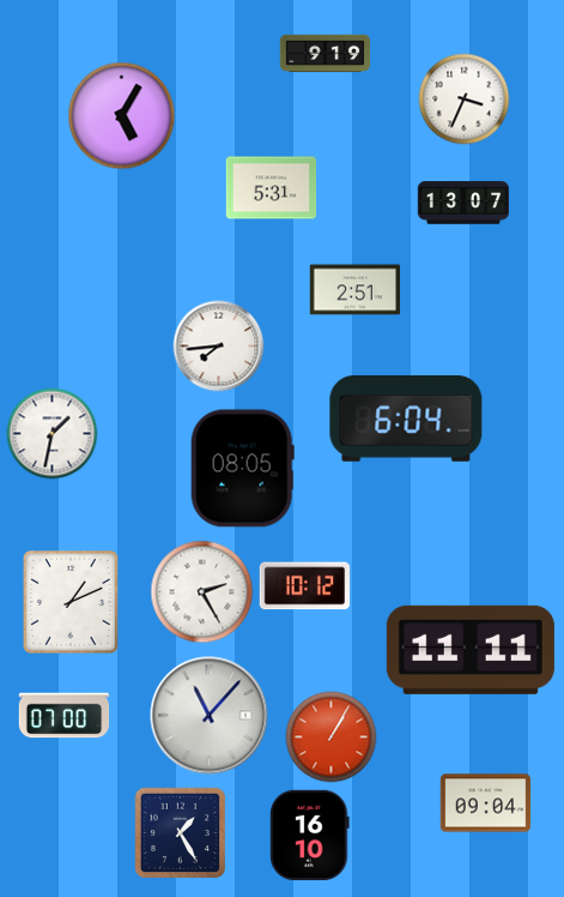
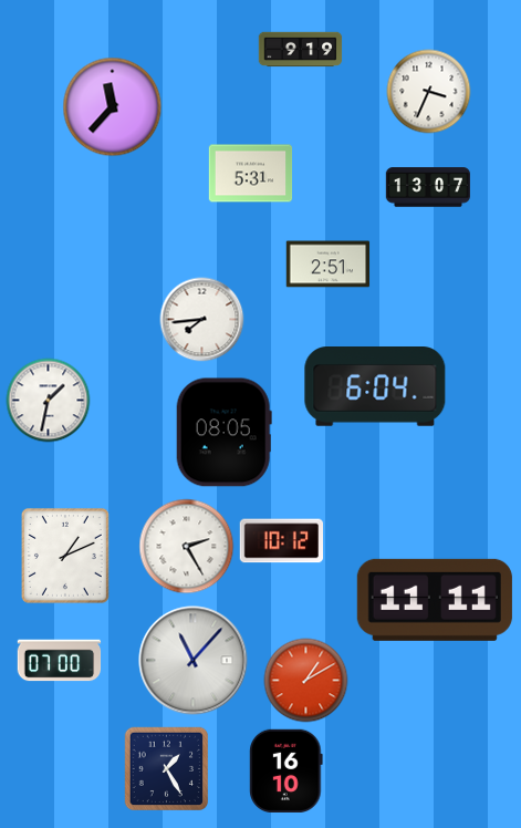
clock at (122, 116): 5:05 -> 11:37
clock at (356, 290) position: (356, 290) -> (329, 265)
clock at (332, 738): 1:05 -> 1:10
clock at (486, 803): 09:04 -> none
